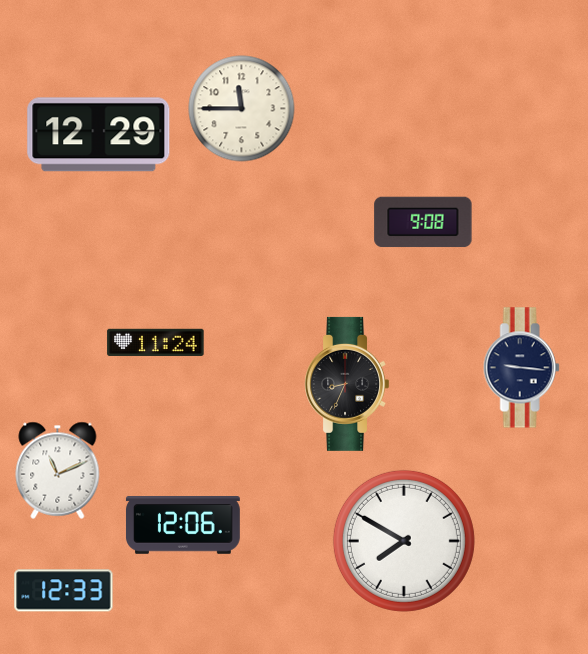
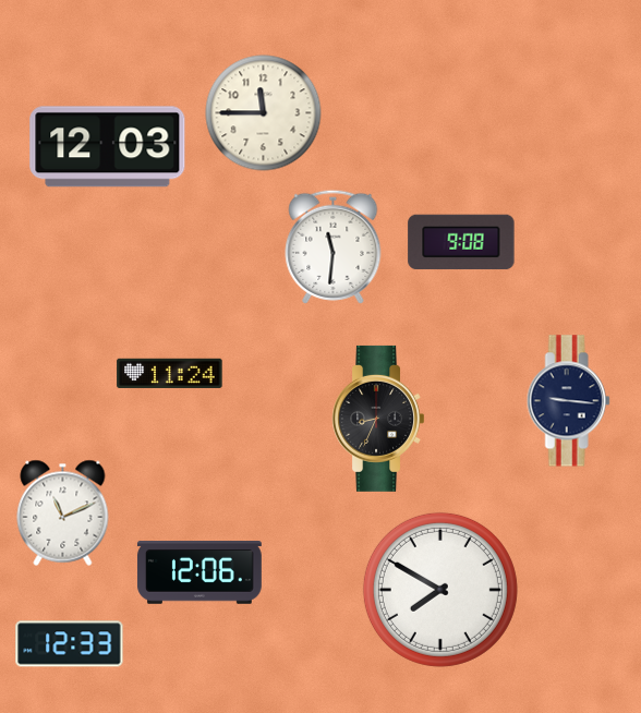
clock at (242, 109) position: (242, 109) -> (264, 113)
clock at (99, 135): 12:29 -> 12:03
clock at (334, 246): none -> 11:31
